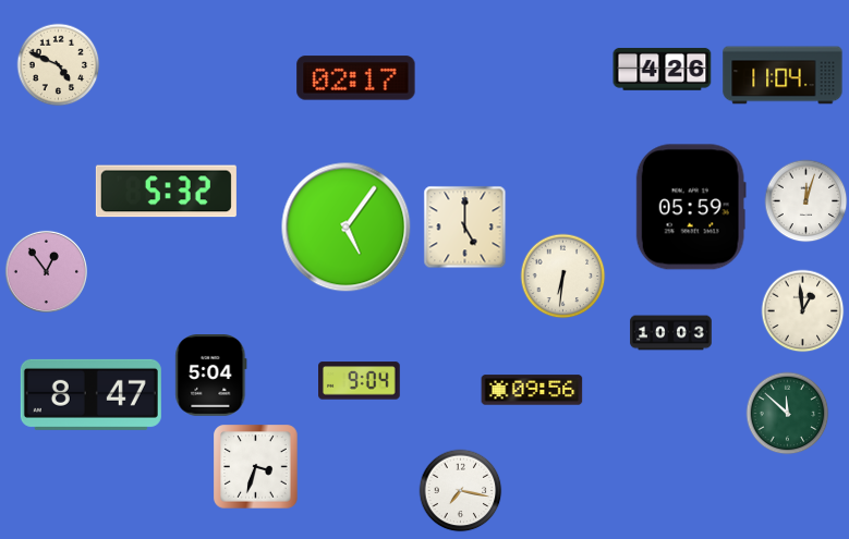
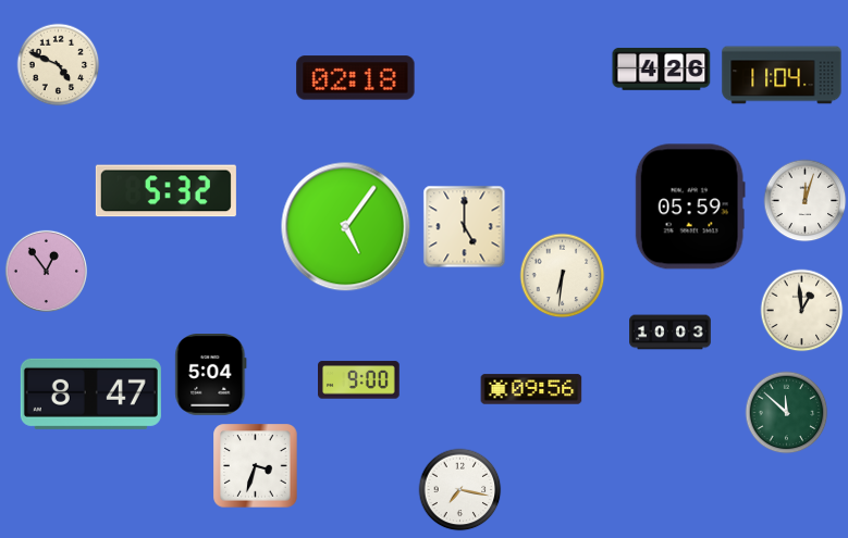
clock at (356, 78): 02:17 -> 02:18
clock at (360, 381): 9:04 -> 9:00
